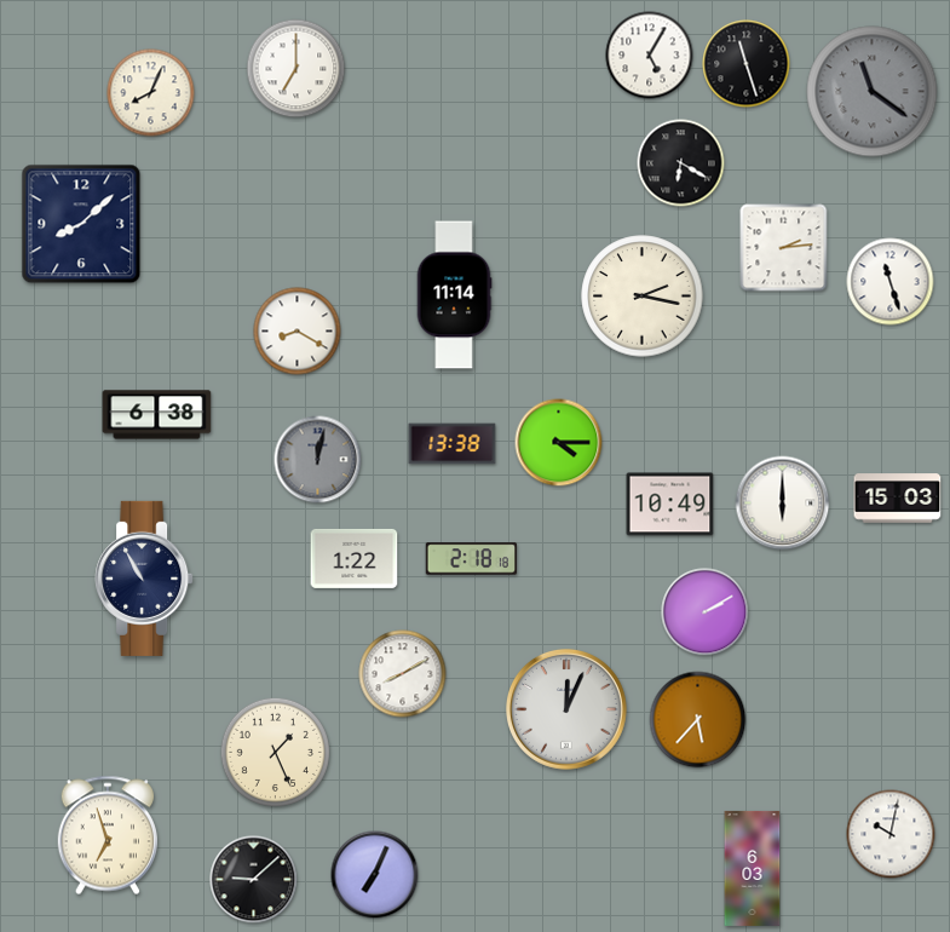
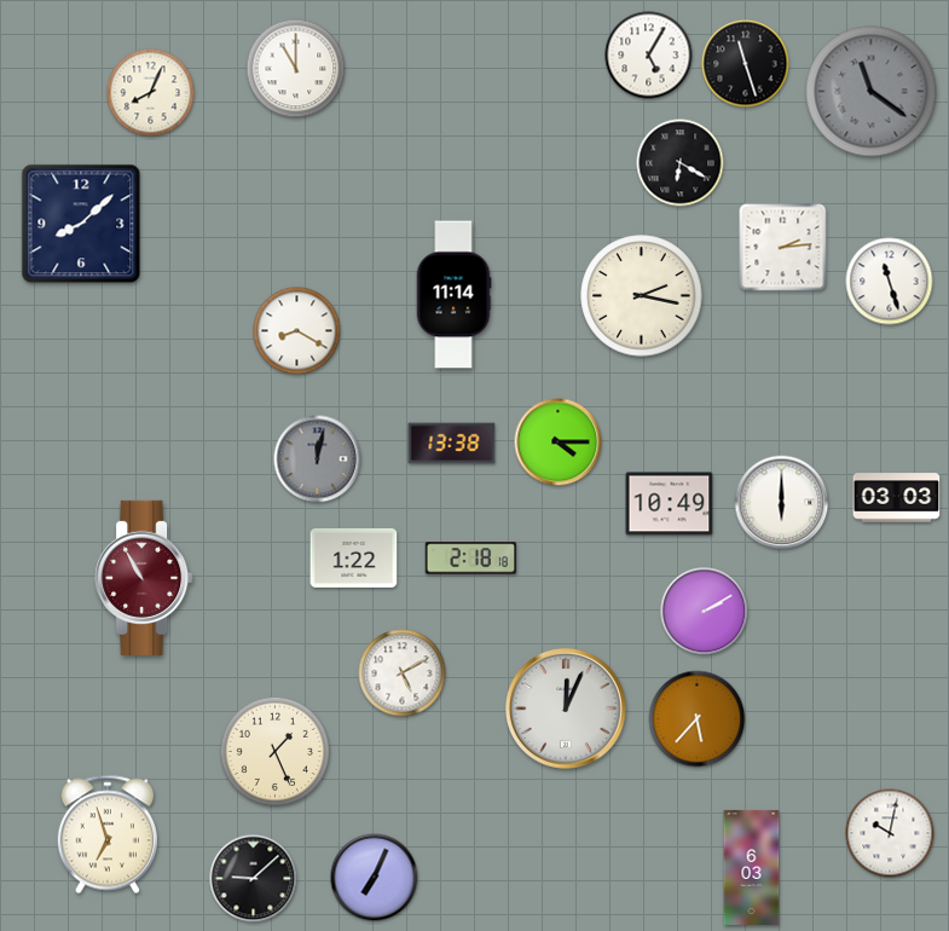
clock at (296, 69): 7:00 -> 11:00
clock at (157, 415): 6:38 -> none
clock at (898, 499): 15:03 -> 03:03
clock at (144, 579) dial: navy -> burgundy
clock at (403, 674): 8:10 -> 5:10
clock at (375, 875) position: (375, 875) -> (375, 878)
